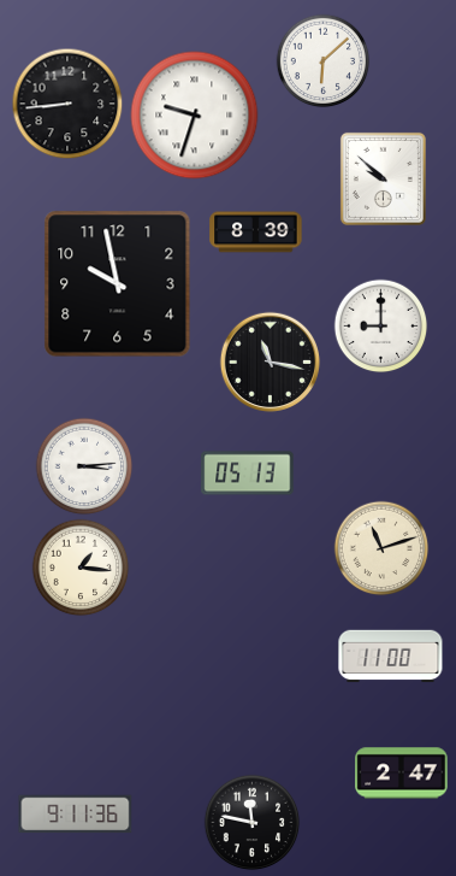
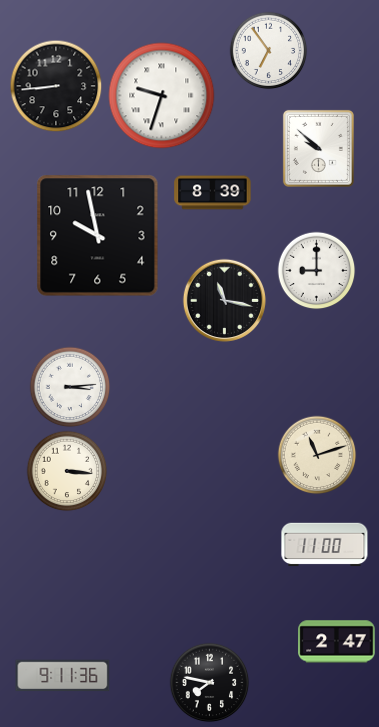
clock at (322, 60): 6:08 -> 6:54
clock at (248, 474): 05:13 -> none
clock at (81, 568): 1:16 -> 3:16
clock at (402, 774) position: (402, 774) -> (337, 642)
clock at (251, 822): 11:47 -> 7:47
